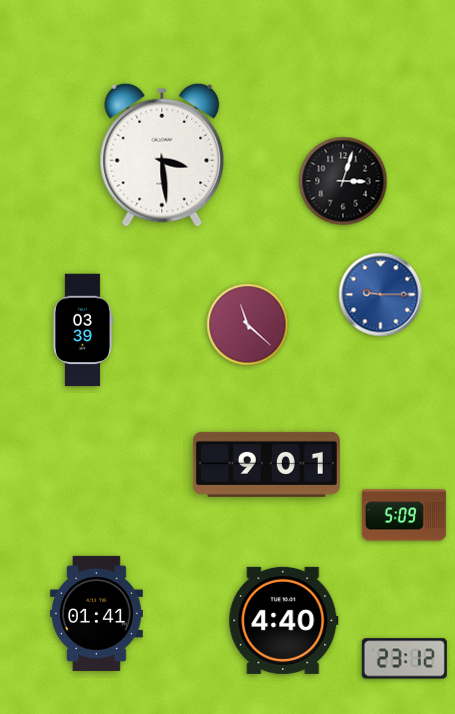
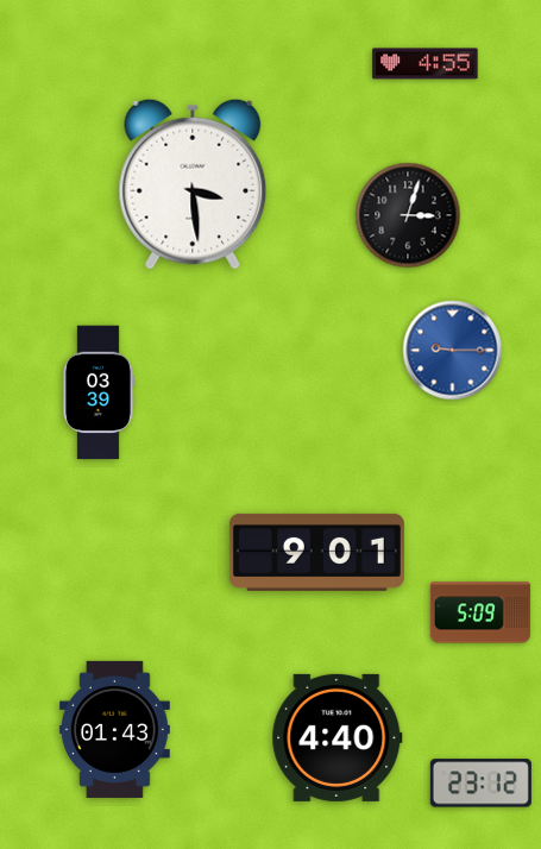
clock at (426, 64): none -> 4:55
clock at (248, 325): 11:22 -> none
clock at (96, 613): 01:41 -> 01:43
